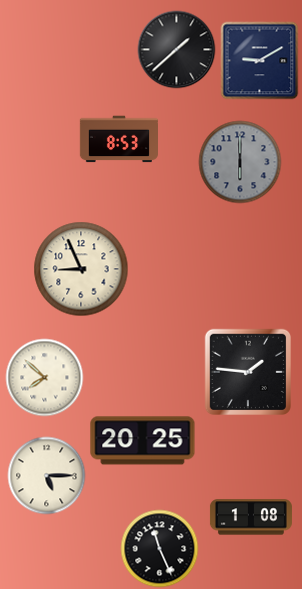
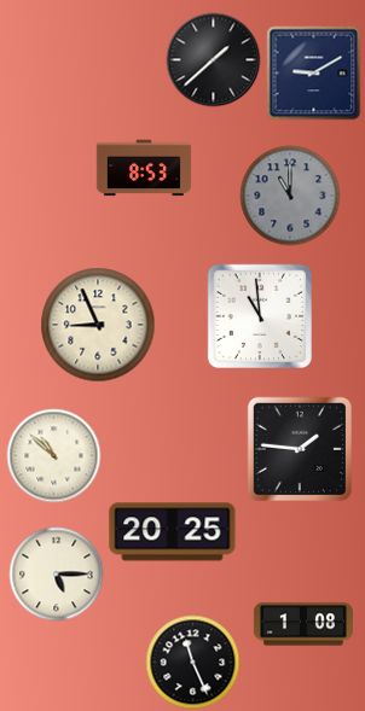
clock at (240, 162): 6:00 -> 11:00
clock at (259, 315): none -> 10:59
clock at (44, 377): 7:52 -> 10:52
